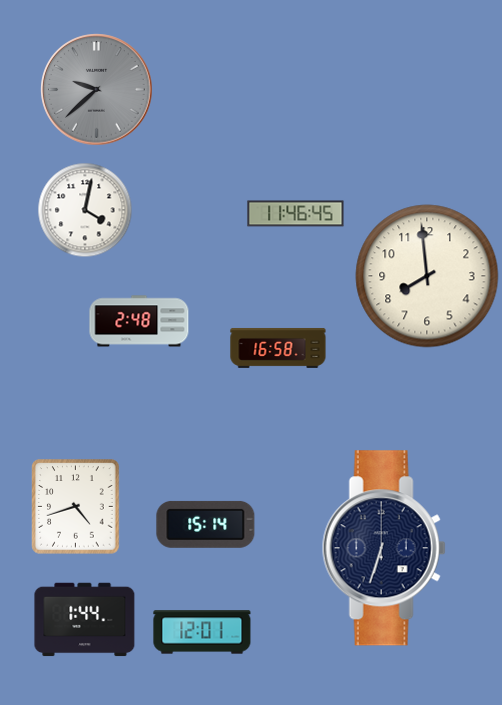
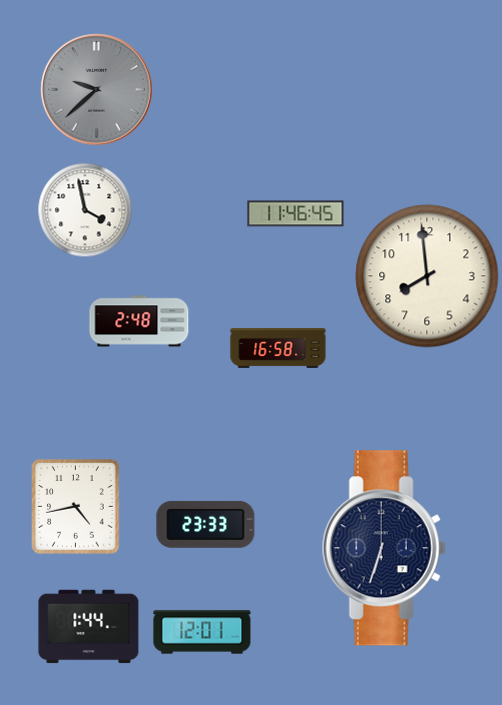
clock at (85, 210): 4:02 -> 3:58
clock at (76, 507): 4:42 -> 4:43
clock at (206, 524): 15:14 -> 23:33
clock at (85, 620) position: (85, 620) -> (89, 627)
